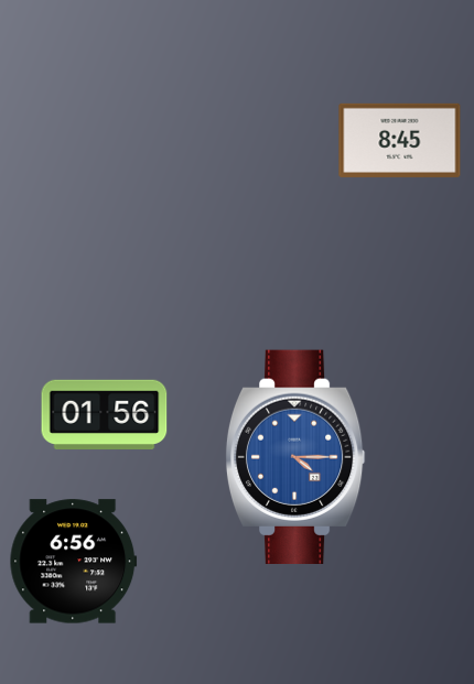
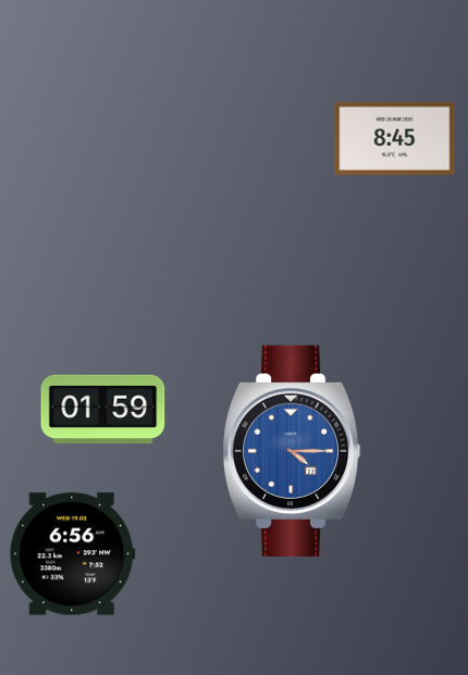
clock at (105, 414): 01:56 -> 01:59
